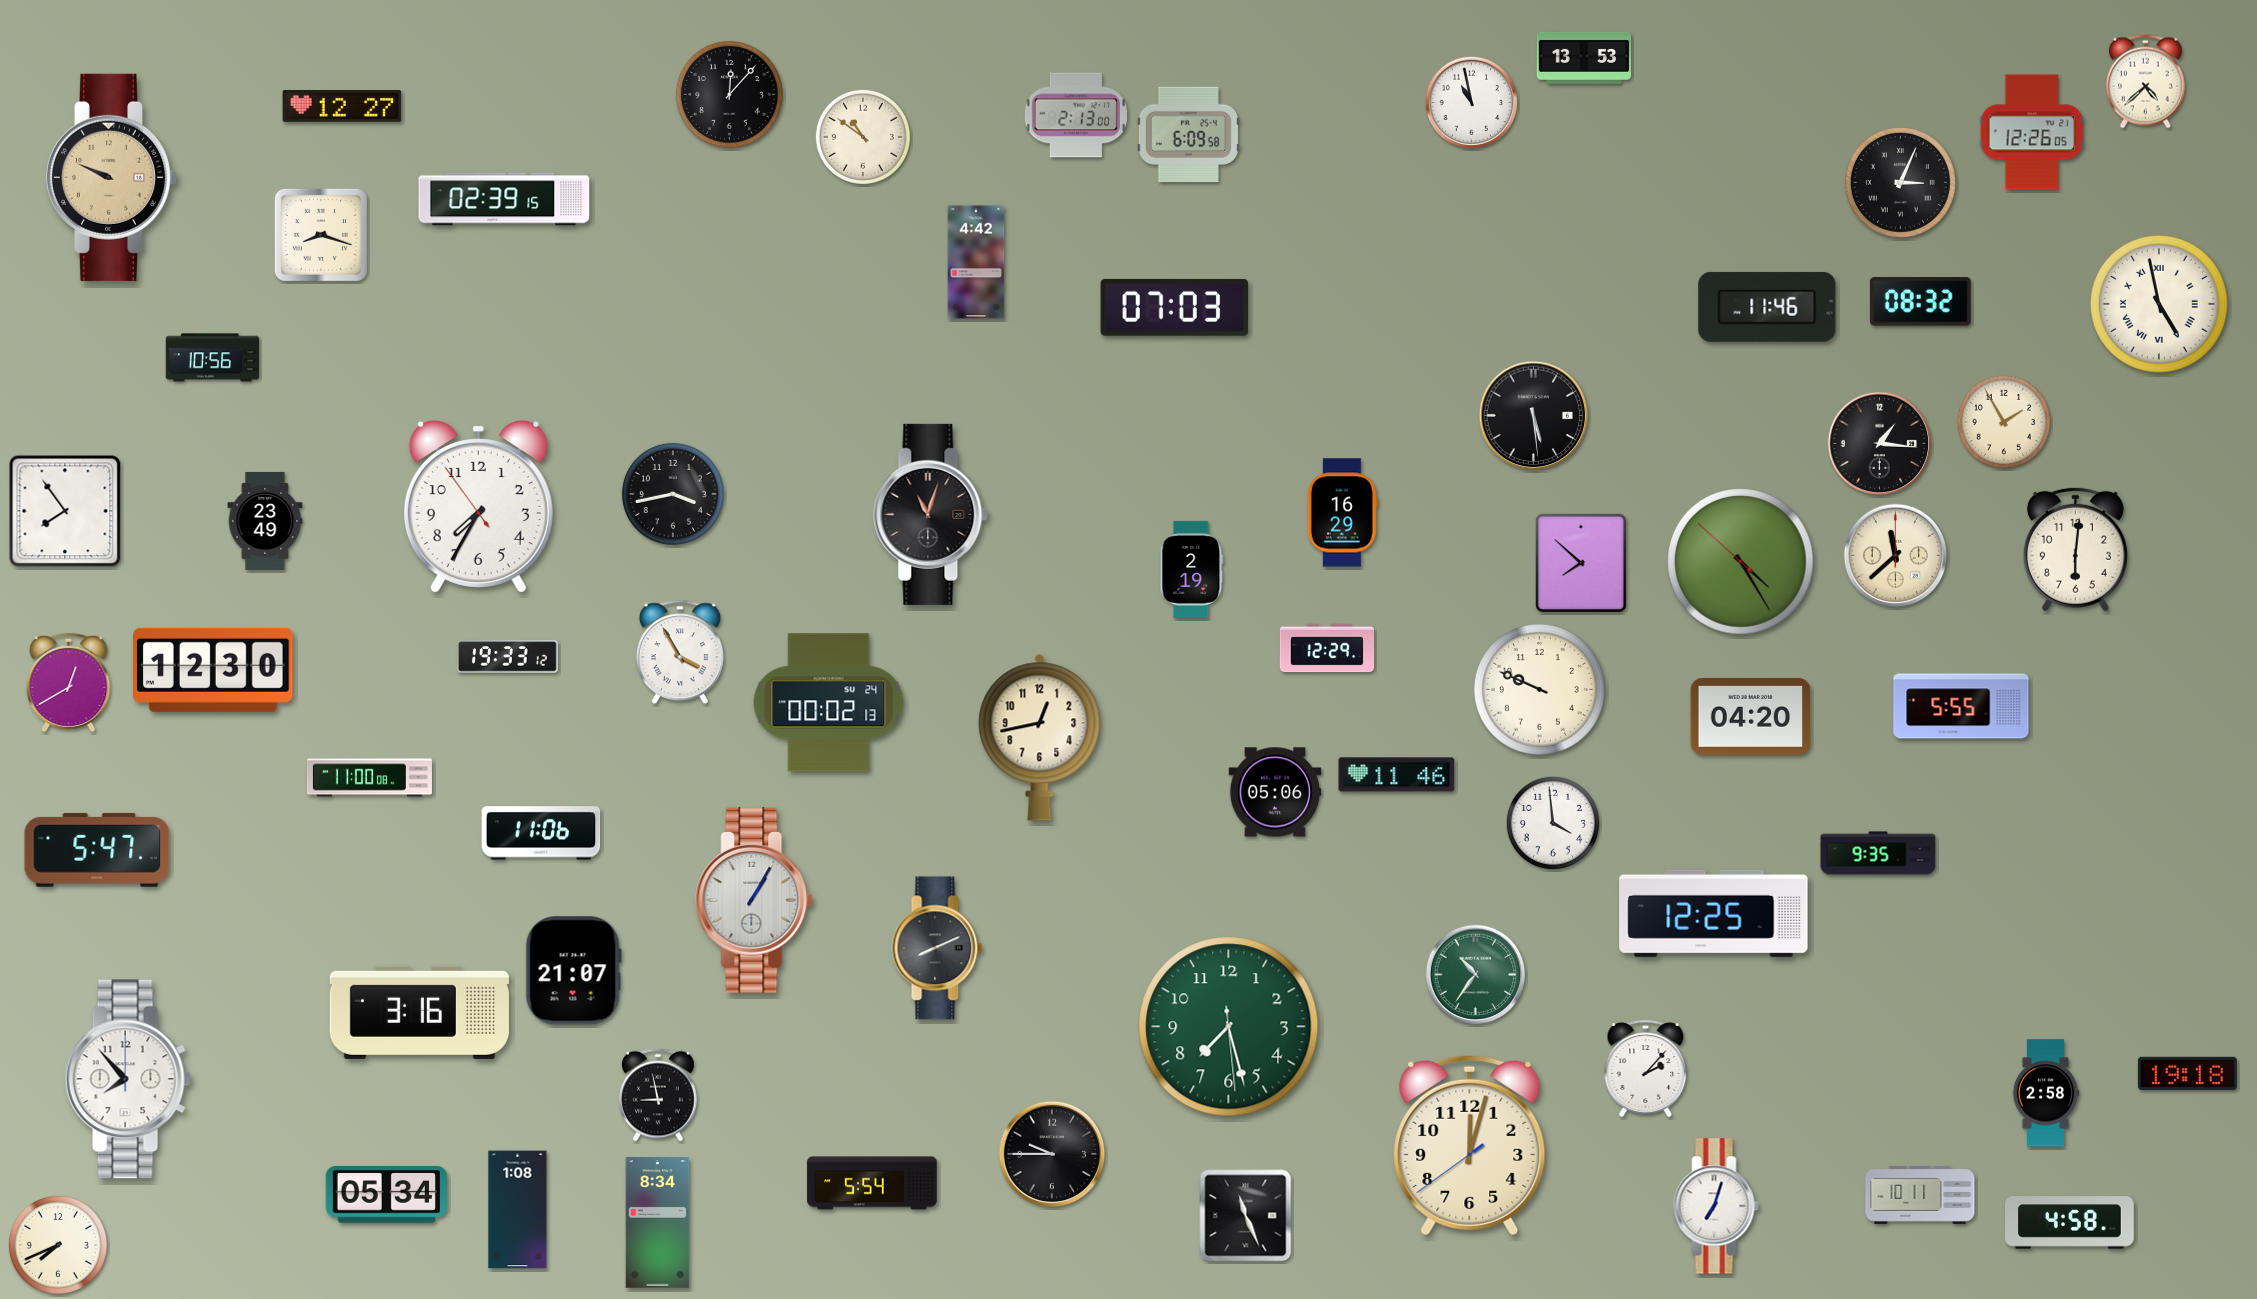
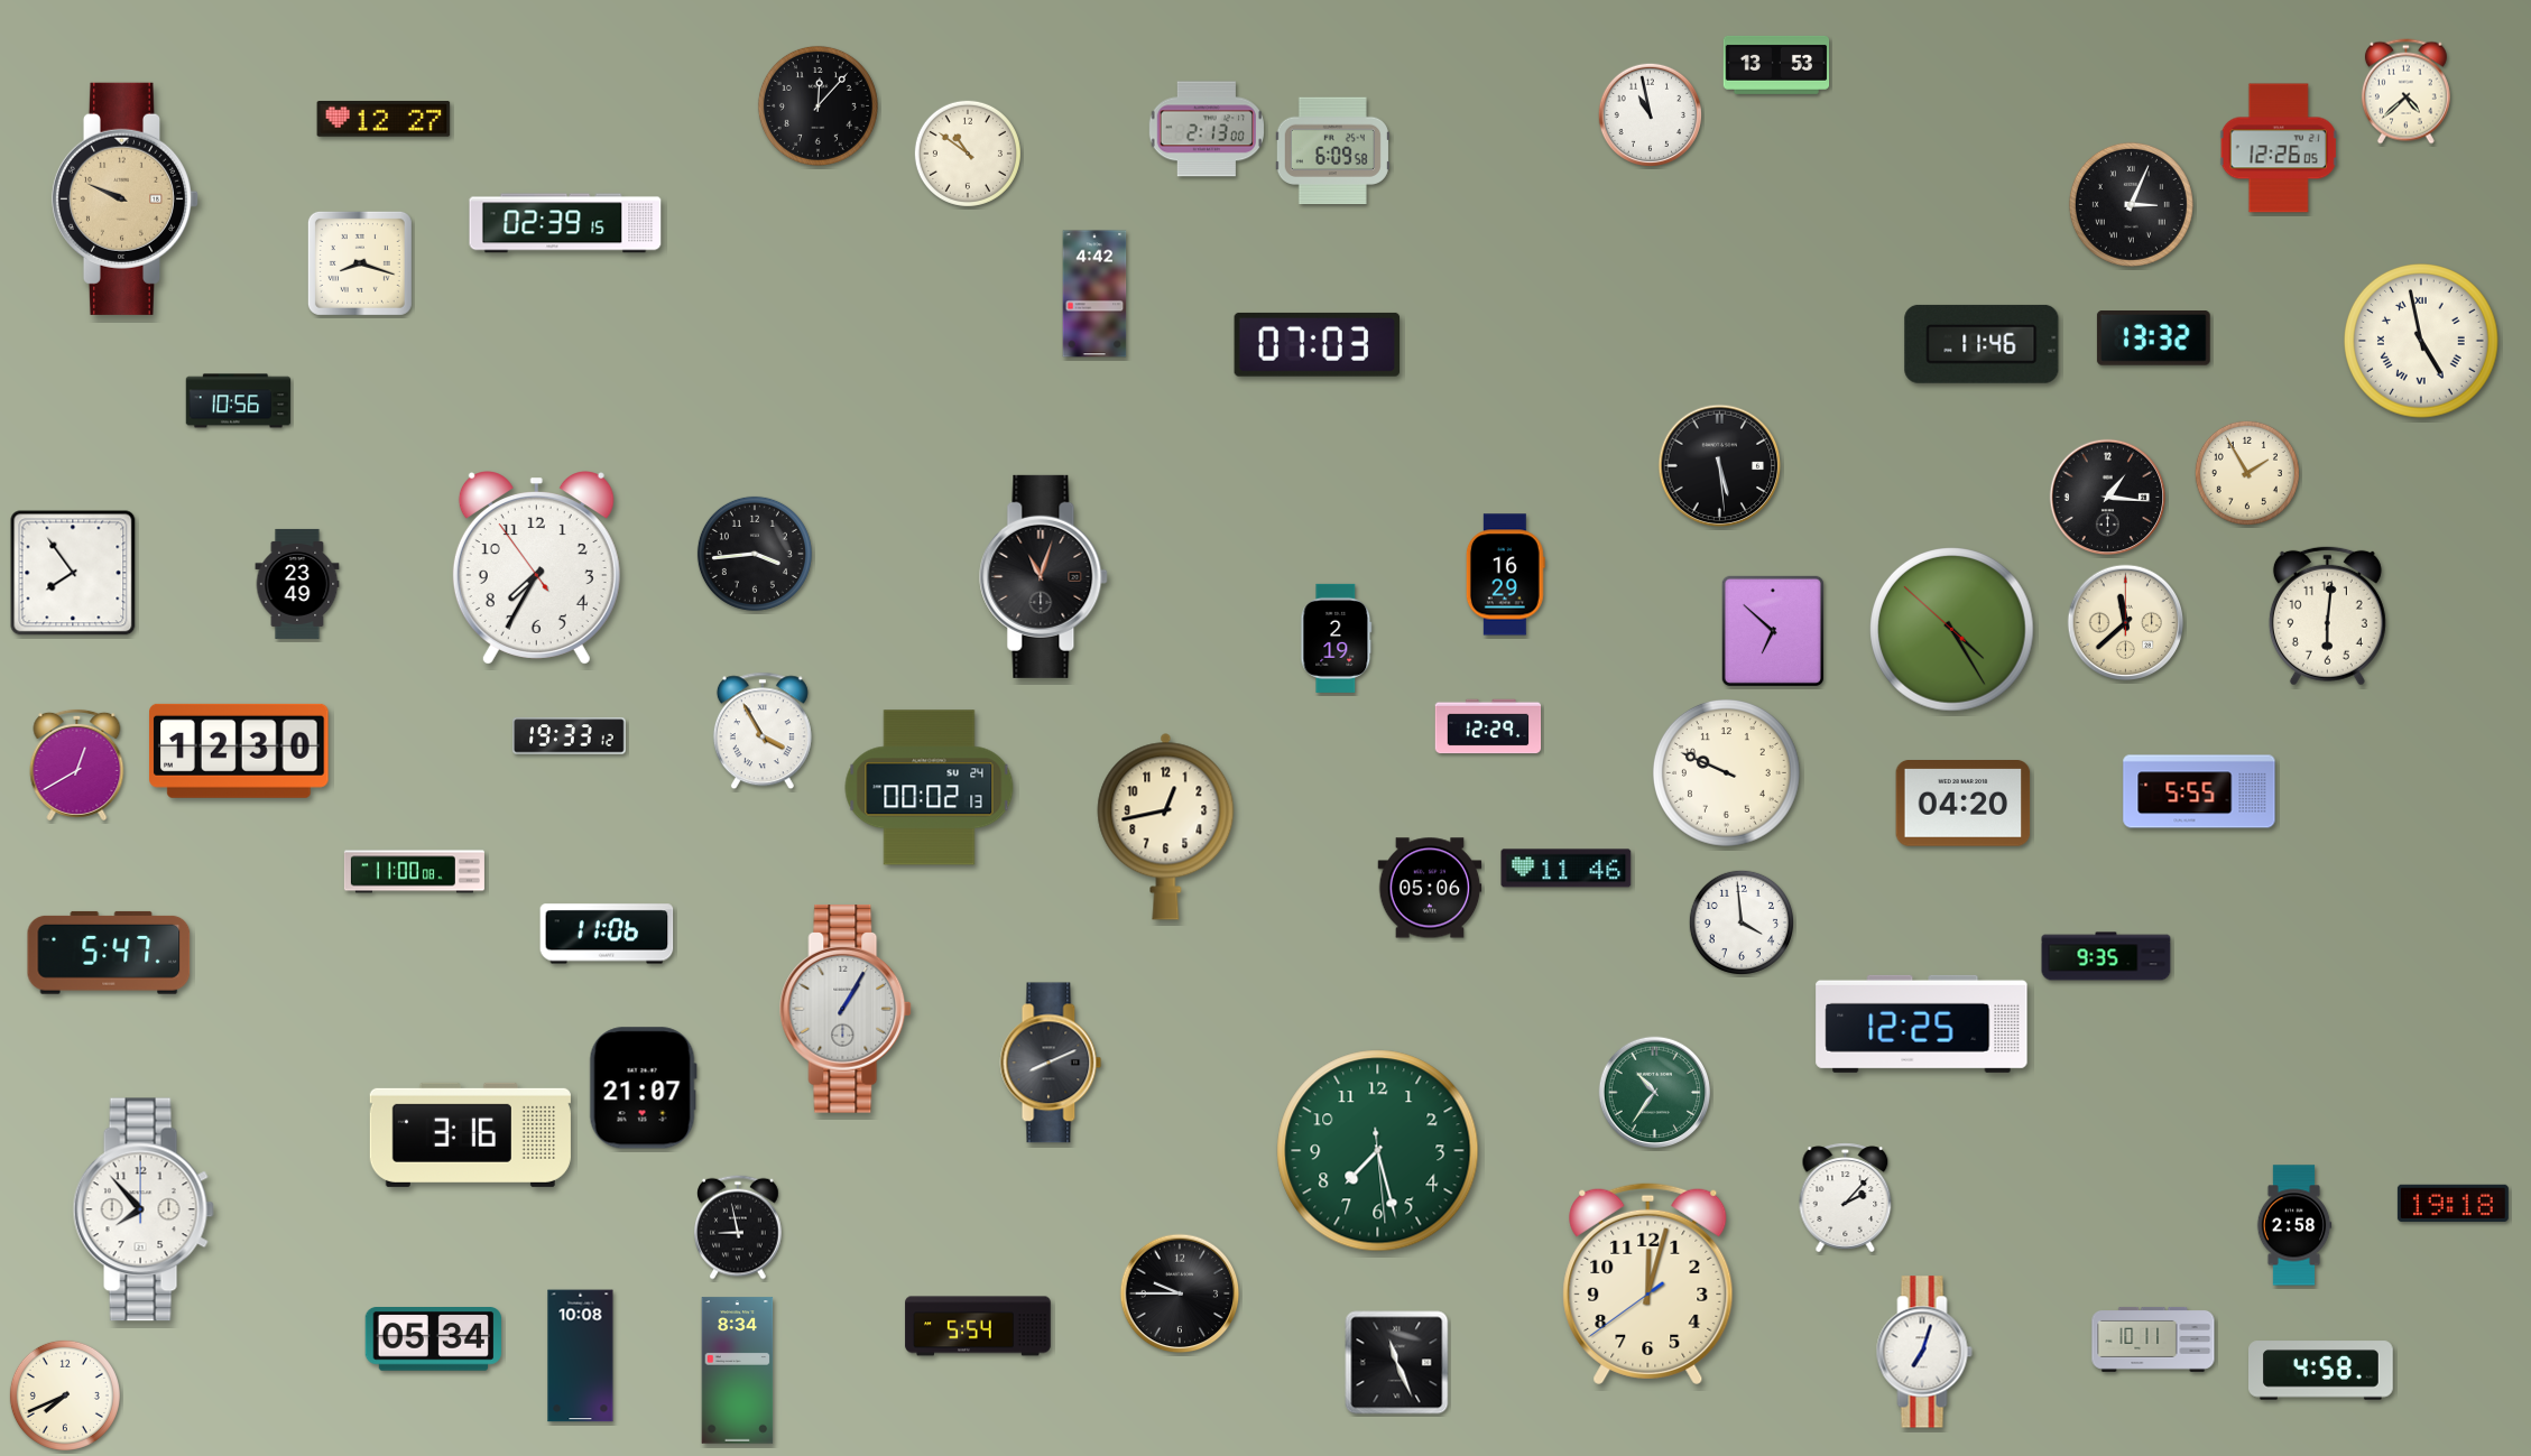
clock at (1920, 302): 08:32 -> 13:32
clock at (673, 494): 3:43 -> 3:44
clock at (1581, 563): 7:52 -> 6:52
clock at (518, 1210): 1:08 -> 10:08
